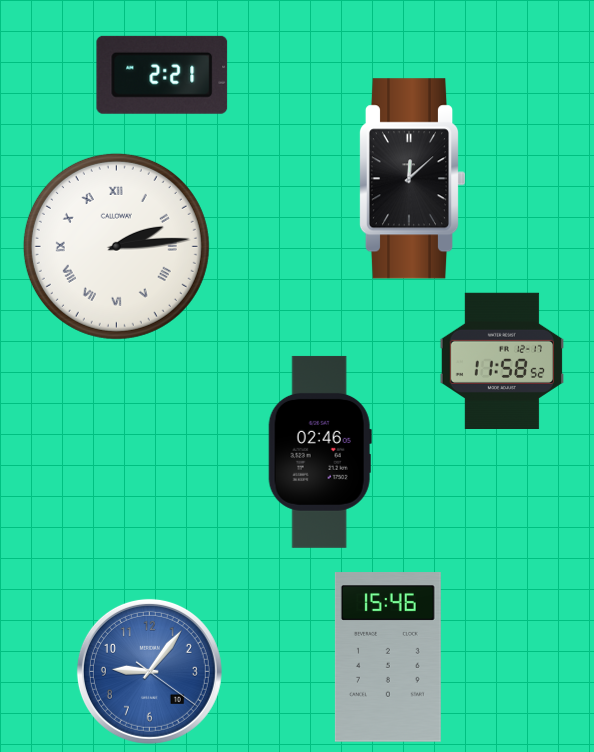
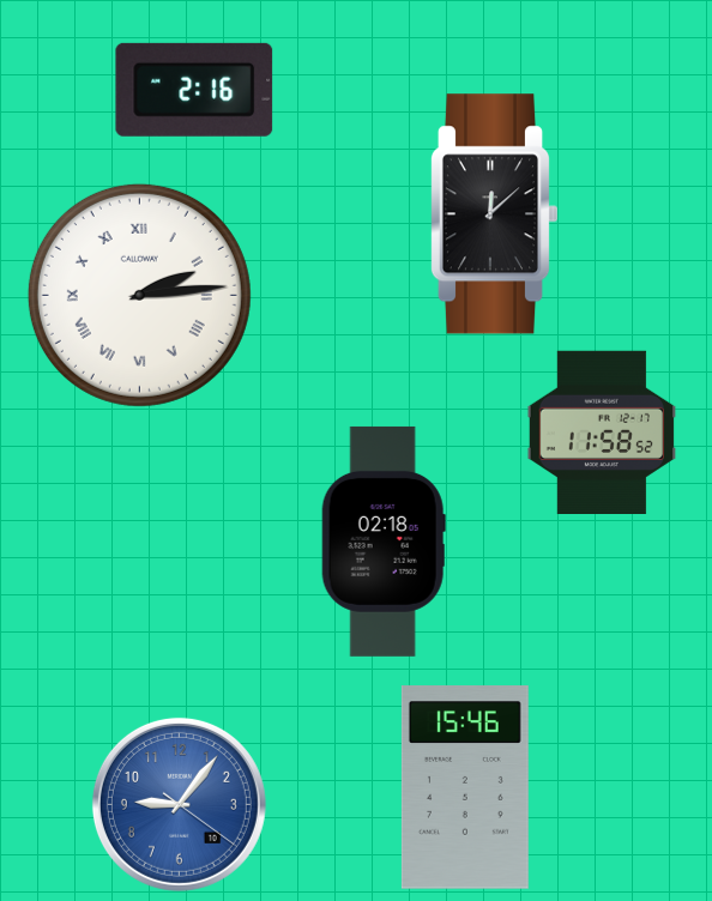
clock at (162, 75): 2:21 -> 2:16
clock at (320, 452): 02:46 -> 02:18
